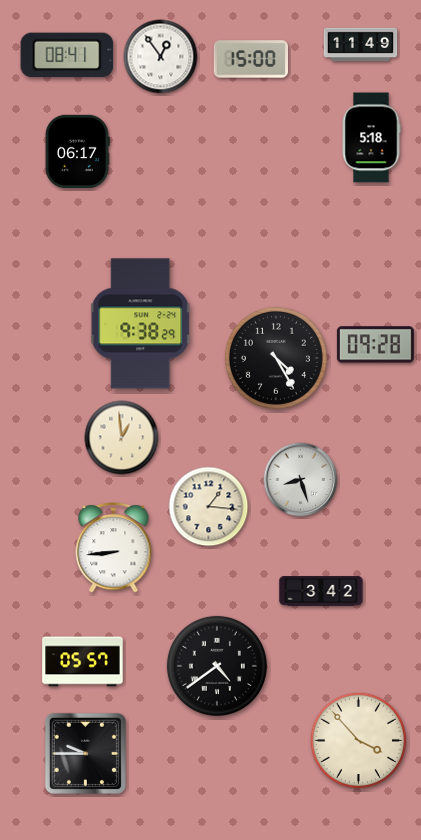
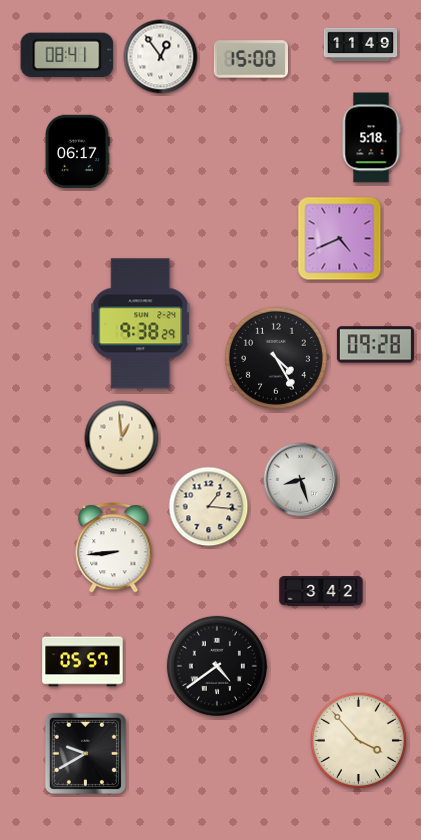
clock at (340, 239): none -> 4:41
clock at (85, 753): 9:45 -> 9:40
